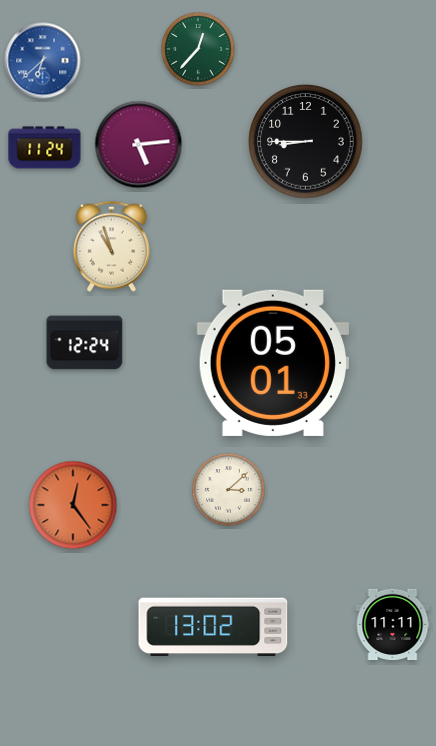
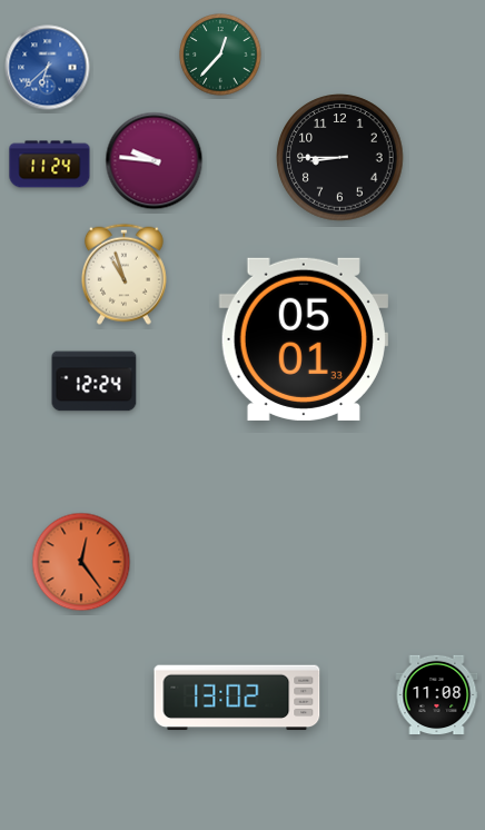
clock at (139, 145): 5:14 -> 9:46
clock at (273, 363) position: (273, 363) -> (304, 339)
clock at (229, 490): 3:08 -> none
clock at (393, 625): 11:11 -> 11:08
